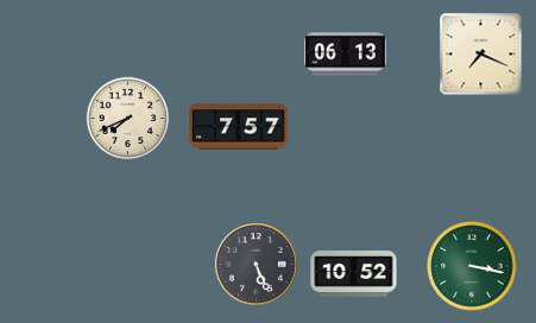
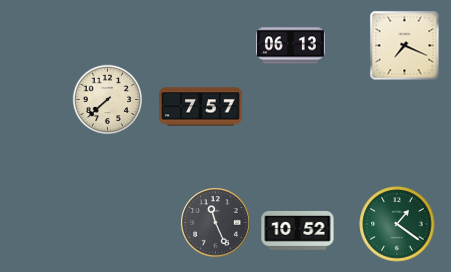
clock at (128, 119): 7:41 -> 7:38
clock at (257, 265): 5:26 -> 11:26
clock at (472, 266): 3:17 -> 1:21
